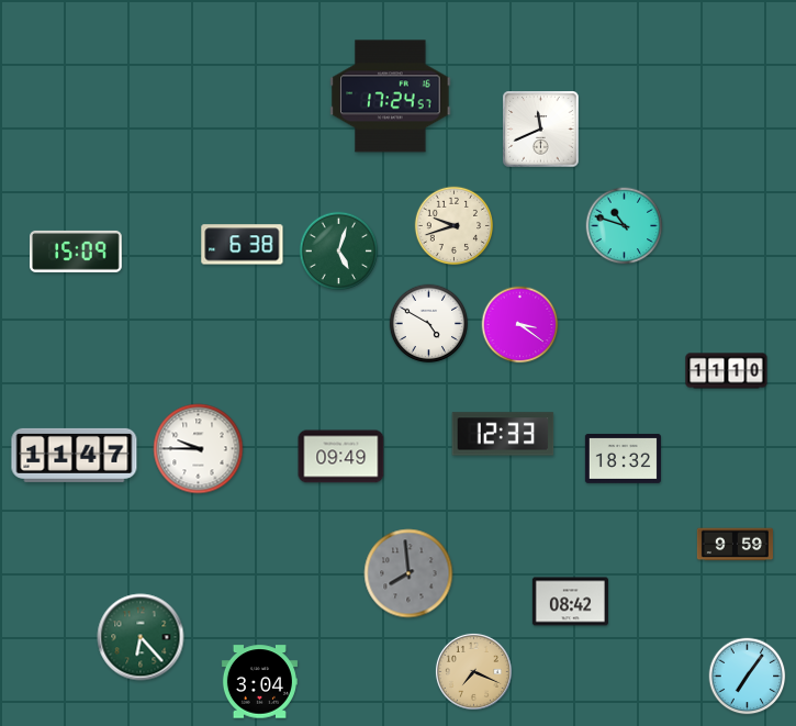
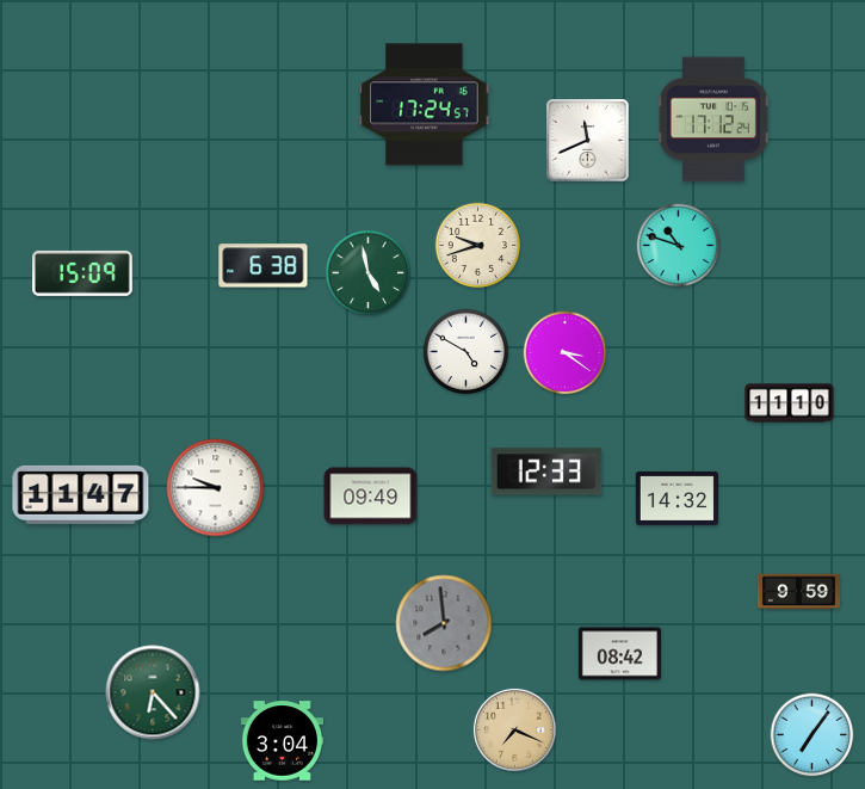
clock at (713, 119): none -> 17:12
clock at (455, 226) position: (455, 226) -> (478, 246)
clock at (339, 252): 5:03 -> 4:58
clock at (623, 458): 18:32 -> 14:32
